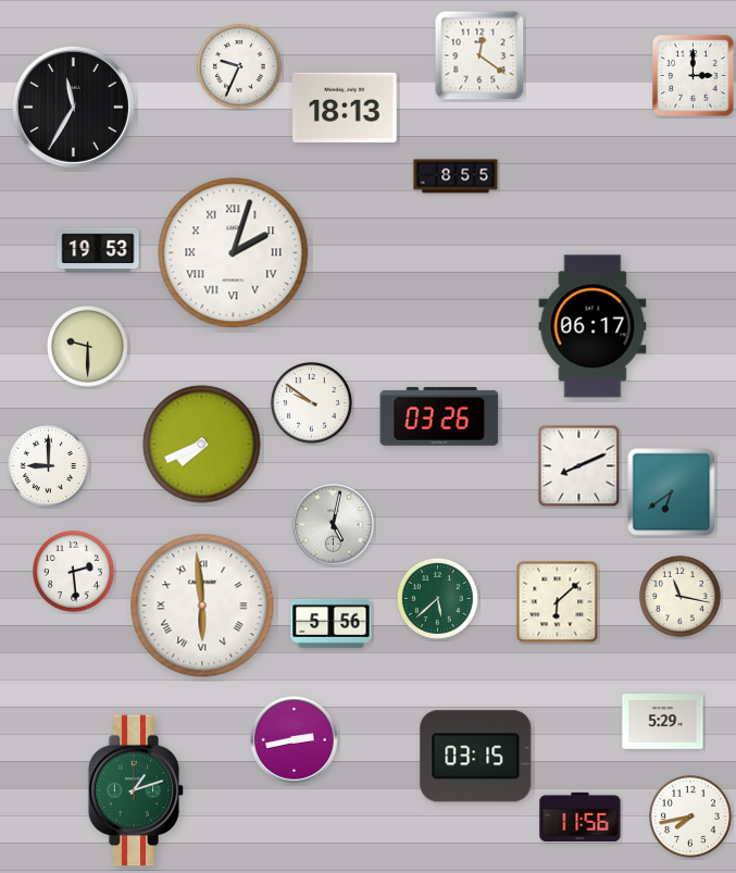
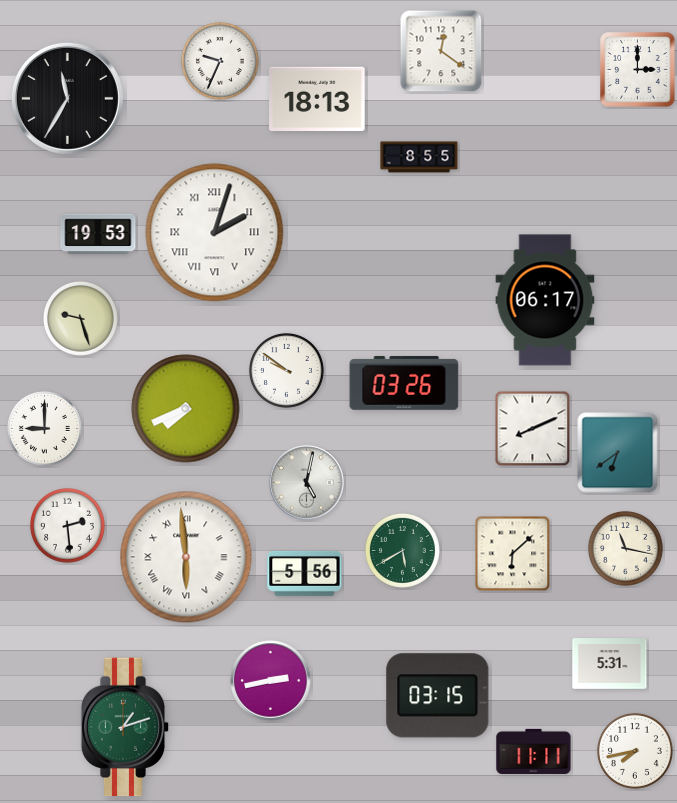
clock at (456, 176) position: (456, 176) -> (419, 157)
clock at (98, 250) position: (98, 250) -> (98, 234)
clock at (87, 346): 9:30 -> 9:27
clock at (437, 598): 5:38 -> 5:40
clock at (663, 722): 5:29 -> 5:31
clock at (581, 816): 11:56 -> 11:11
